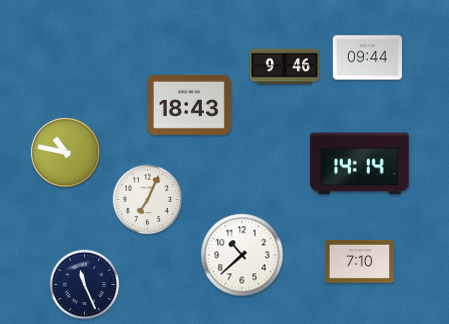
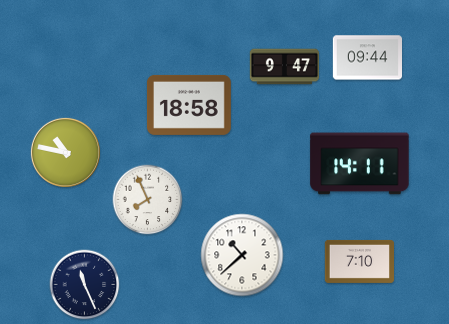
clock at (284, 67): 9:46 -> 9:47
clock at (189, 105): 18:43 -> 18:58
clock at (360, 164): 14:14 -> 14:11
clock at (148, 200): 7:04 -> 7:56
